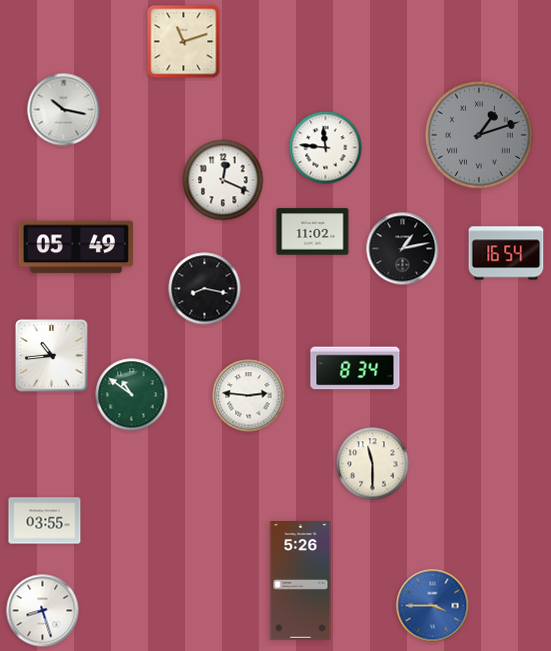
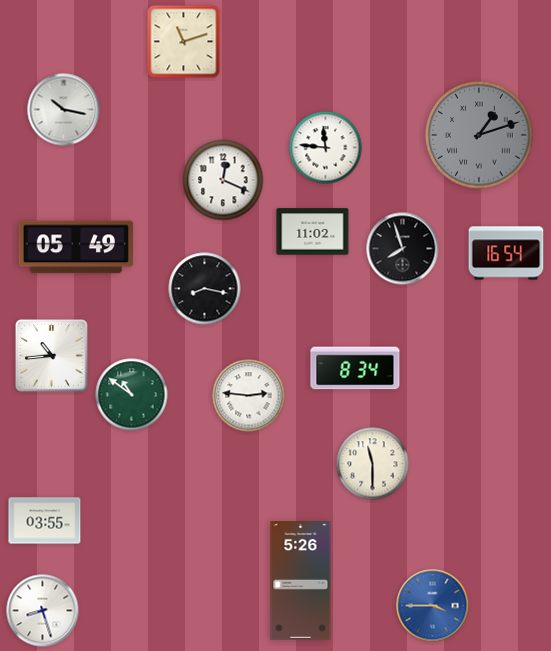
clock at (403, 249): 1:13 -> 7:57
